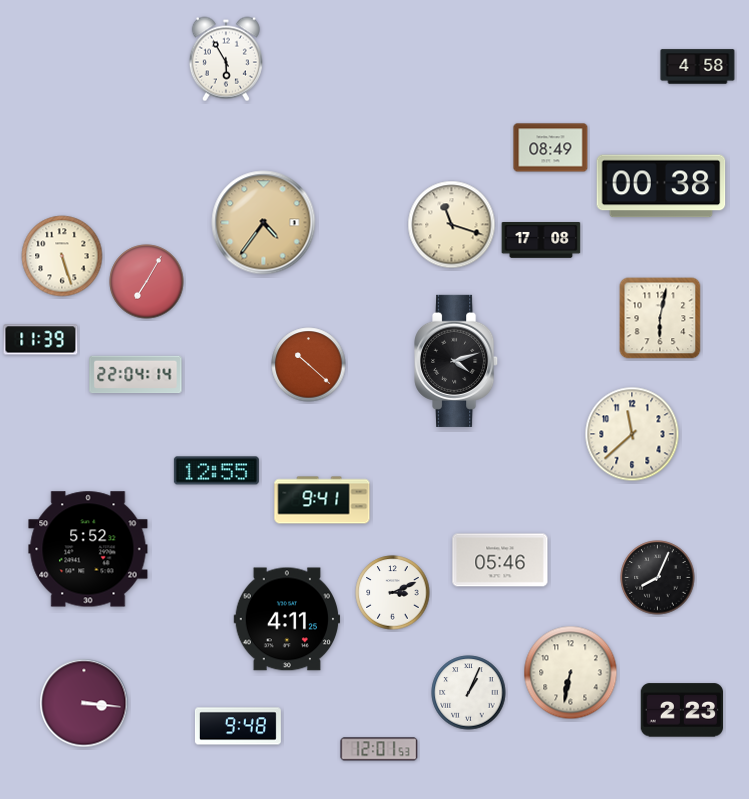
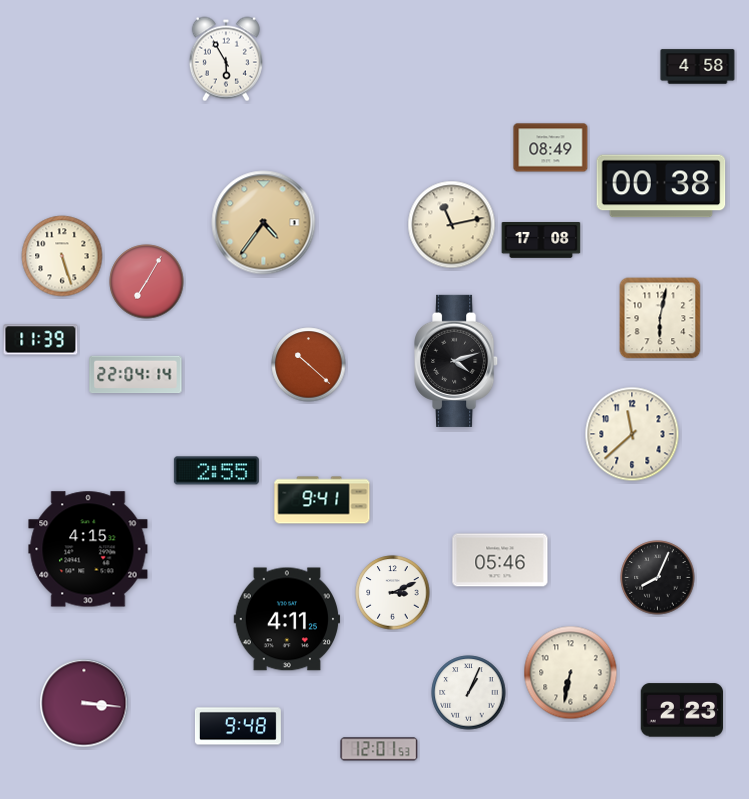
clock at (452, 225): 11:18 -> 11:13
clock at (216, 471): 12:55 -> 2:55
clock at (88, 549): 5:52 -> 4:15
